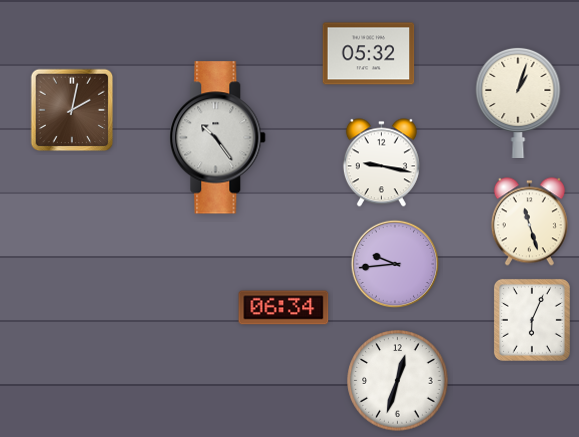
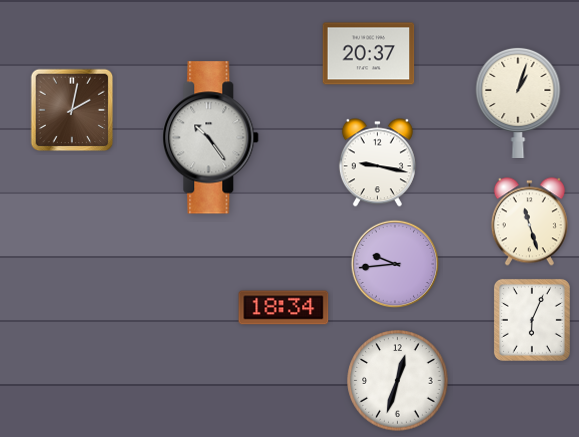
clock at (369, 54): 05:32 -> 20:37
clock at (218, 138) position: (218, 138) -> (211, 138)
clock at (381, 163) position: (381, 163) -> (377, 163)
clock at (284, 308): 06:34 -> 18:34
